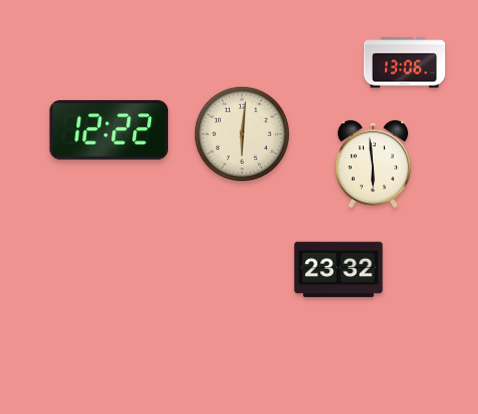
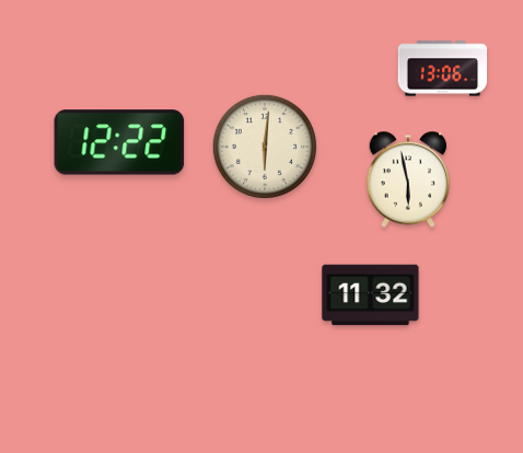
clock at (373, 164): 5:59 -> 5:58
clock at (339, 270): 23:32 -> 11:32
